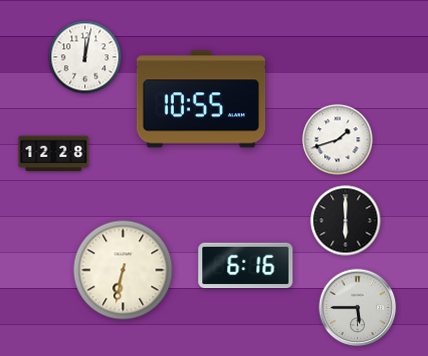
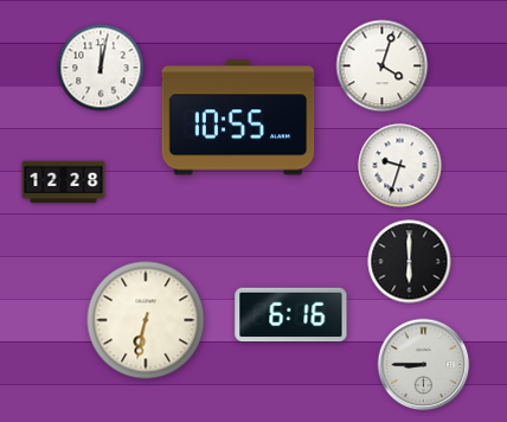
clock at (383, 66): none -> 4:03
clock at (338, 140): 1:42 -> 9:33
clock at (358, 308): 5:45 -> 8:45
